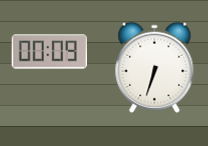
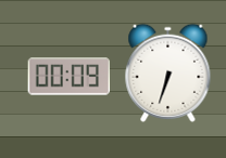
clock at (49, 52) position: (49, 52) -> (68, 77)
